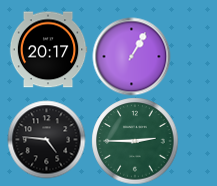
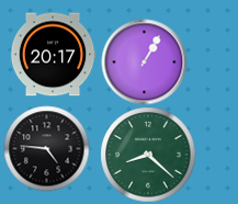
clock at (46, 139) position: (46, 139) -> (46, 148)
clock at (135, 141): 2:45 -> 8:22
